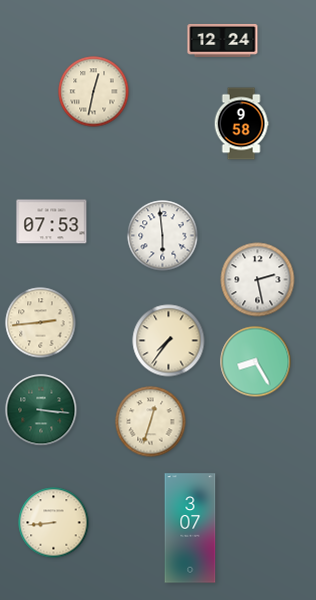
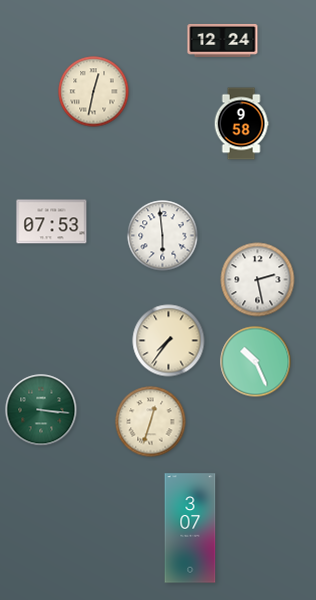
clock at (41, 323): 2:44 -> none
clock at (256, 362): 8:25 -> 10:26
clock at (54, 523): 8:44 -> none
